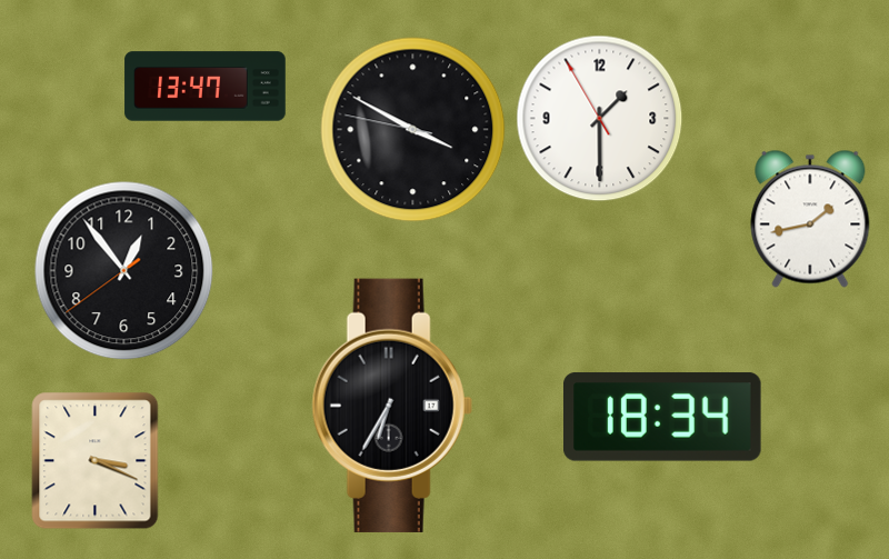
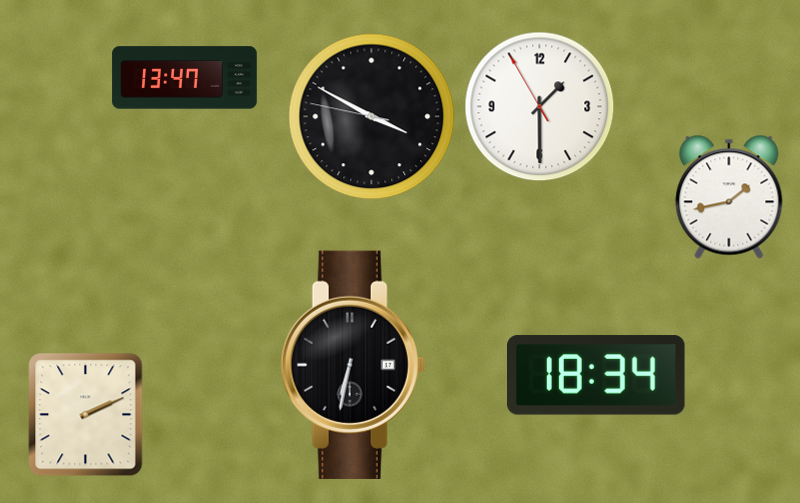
clock at (124, 271): 12:53 -> none
clock at (392, 406): 6:35 -> 6:32
clock at (96, 461): 3:19 -> 2:11
